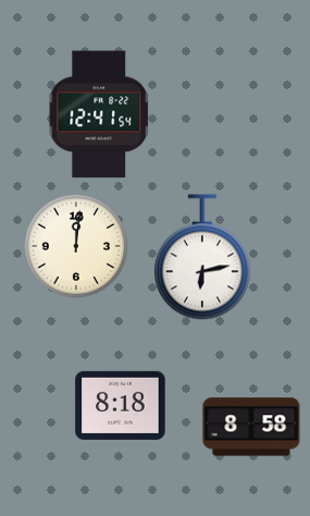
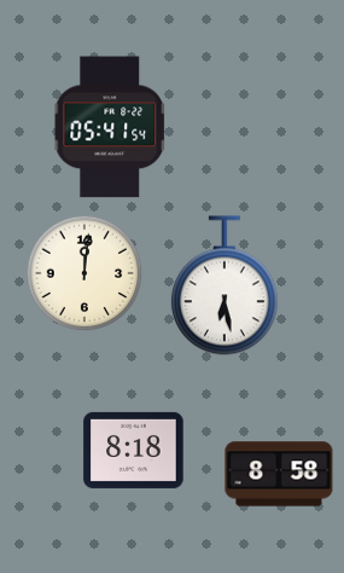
clock at (99, 114): 12:41 -> 05:41
clock at (202, 257): 6:13 -> 6:28
